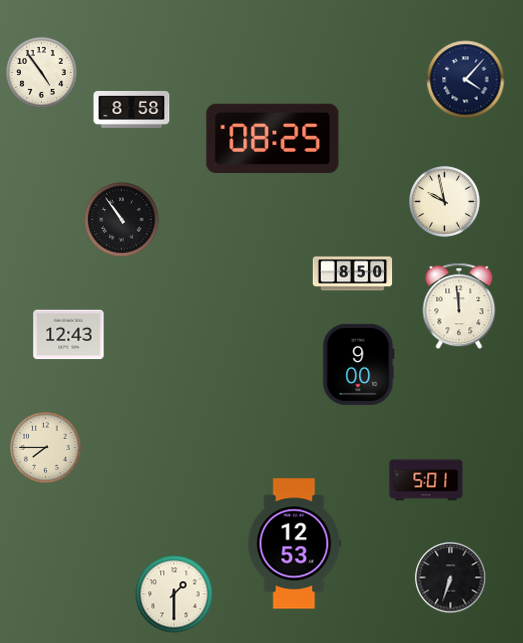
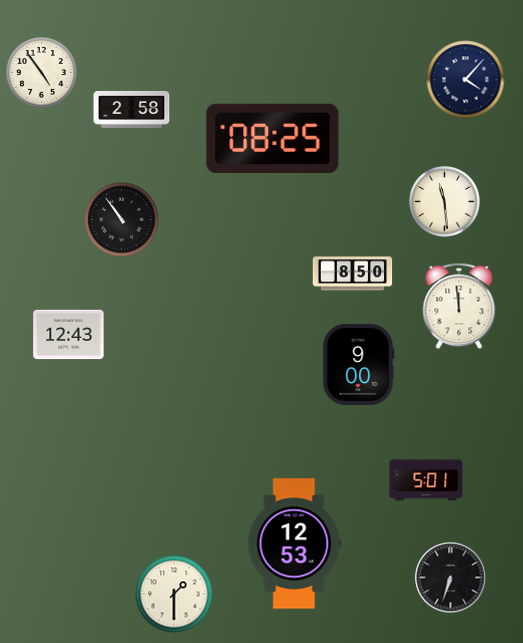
clock at (132, 109): 8:58 -> 2:58
clock at (445, 202): 9:58 -> 11:29
clock at (46, 448): 7:45 -> none
